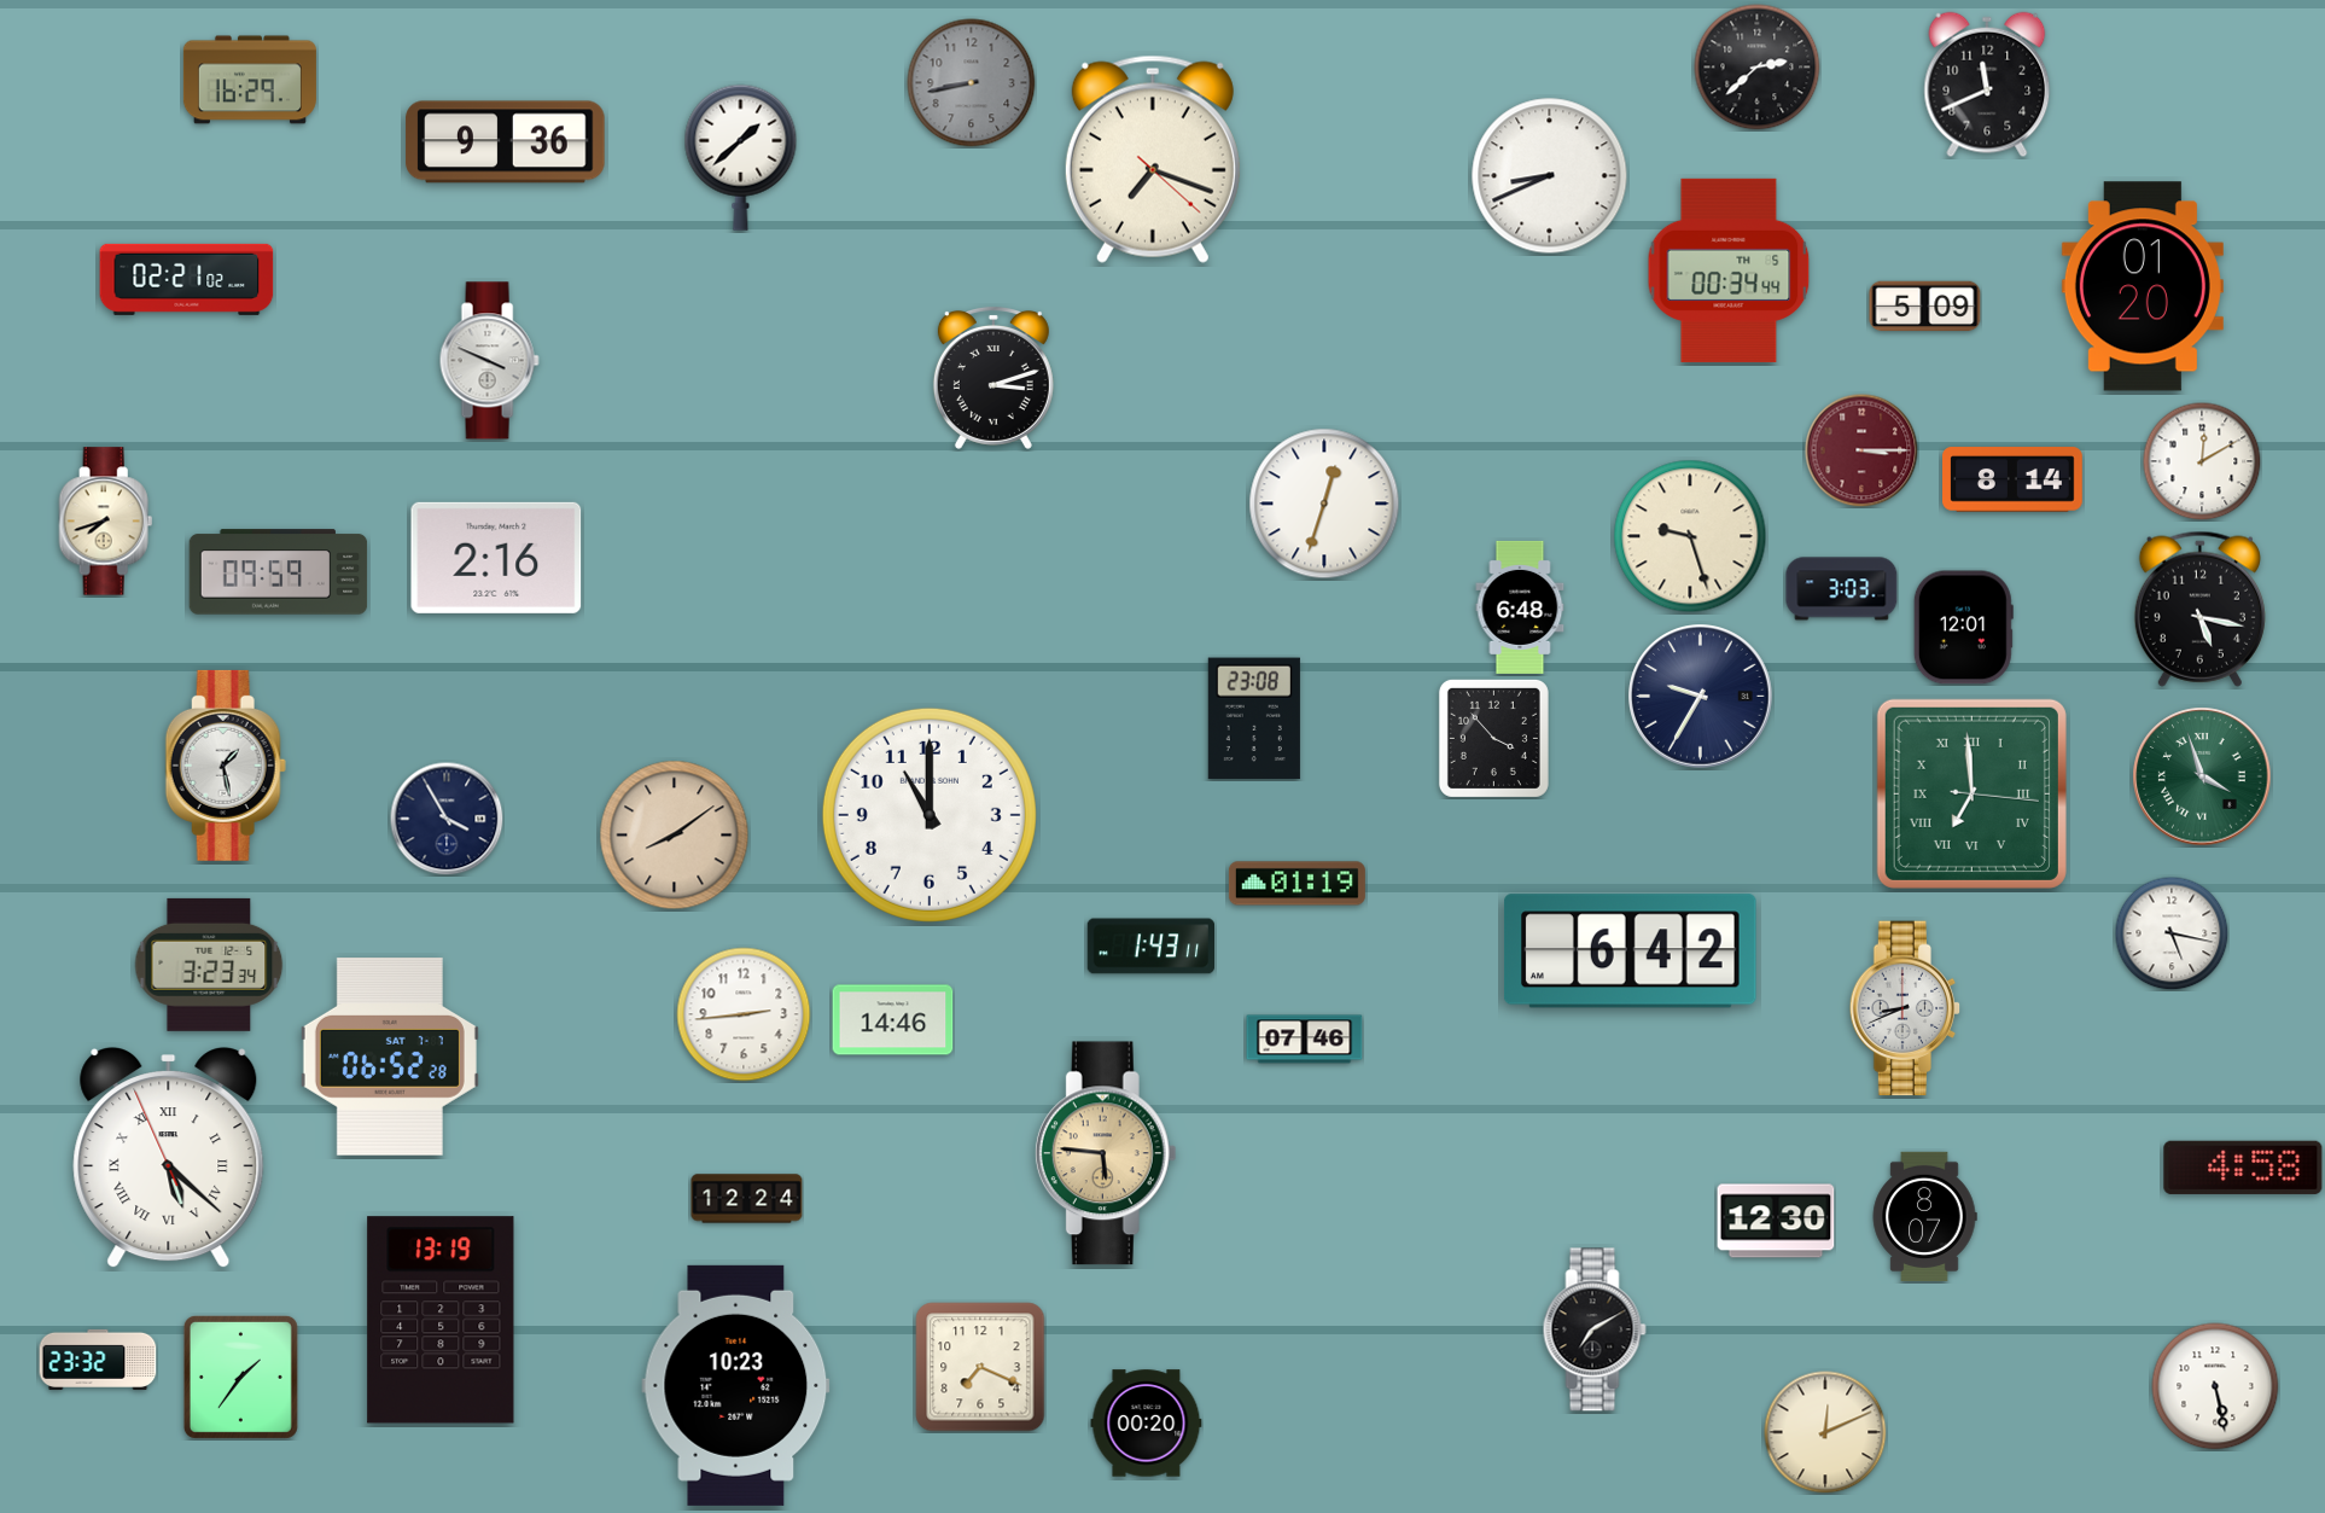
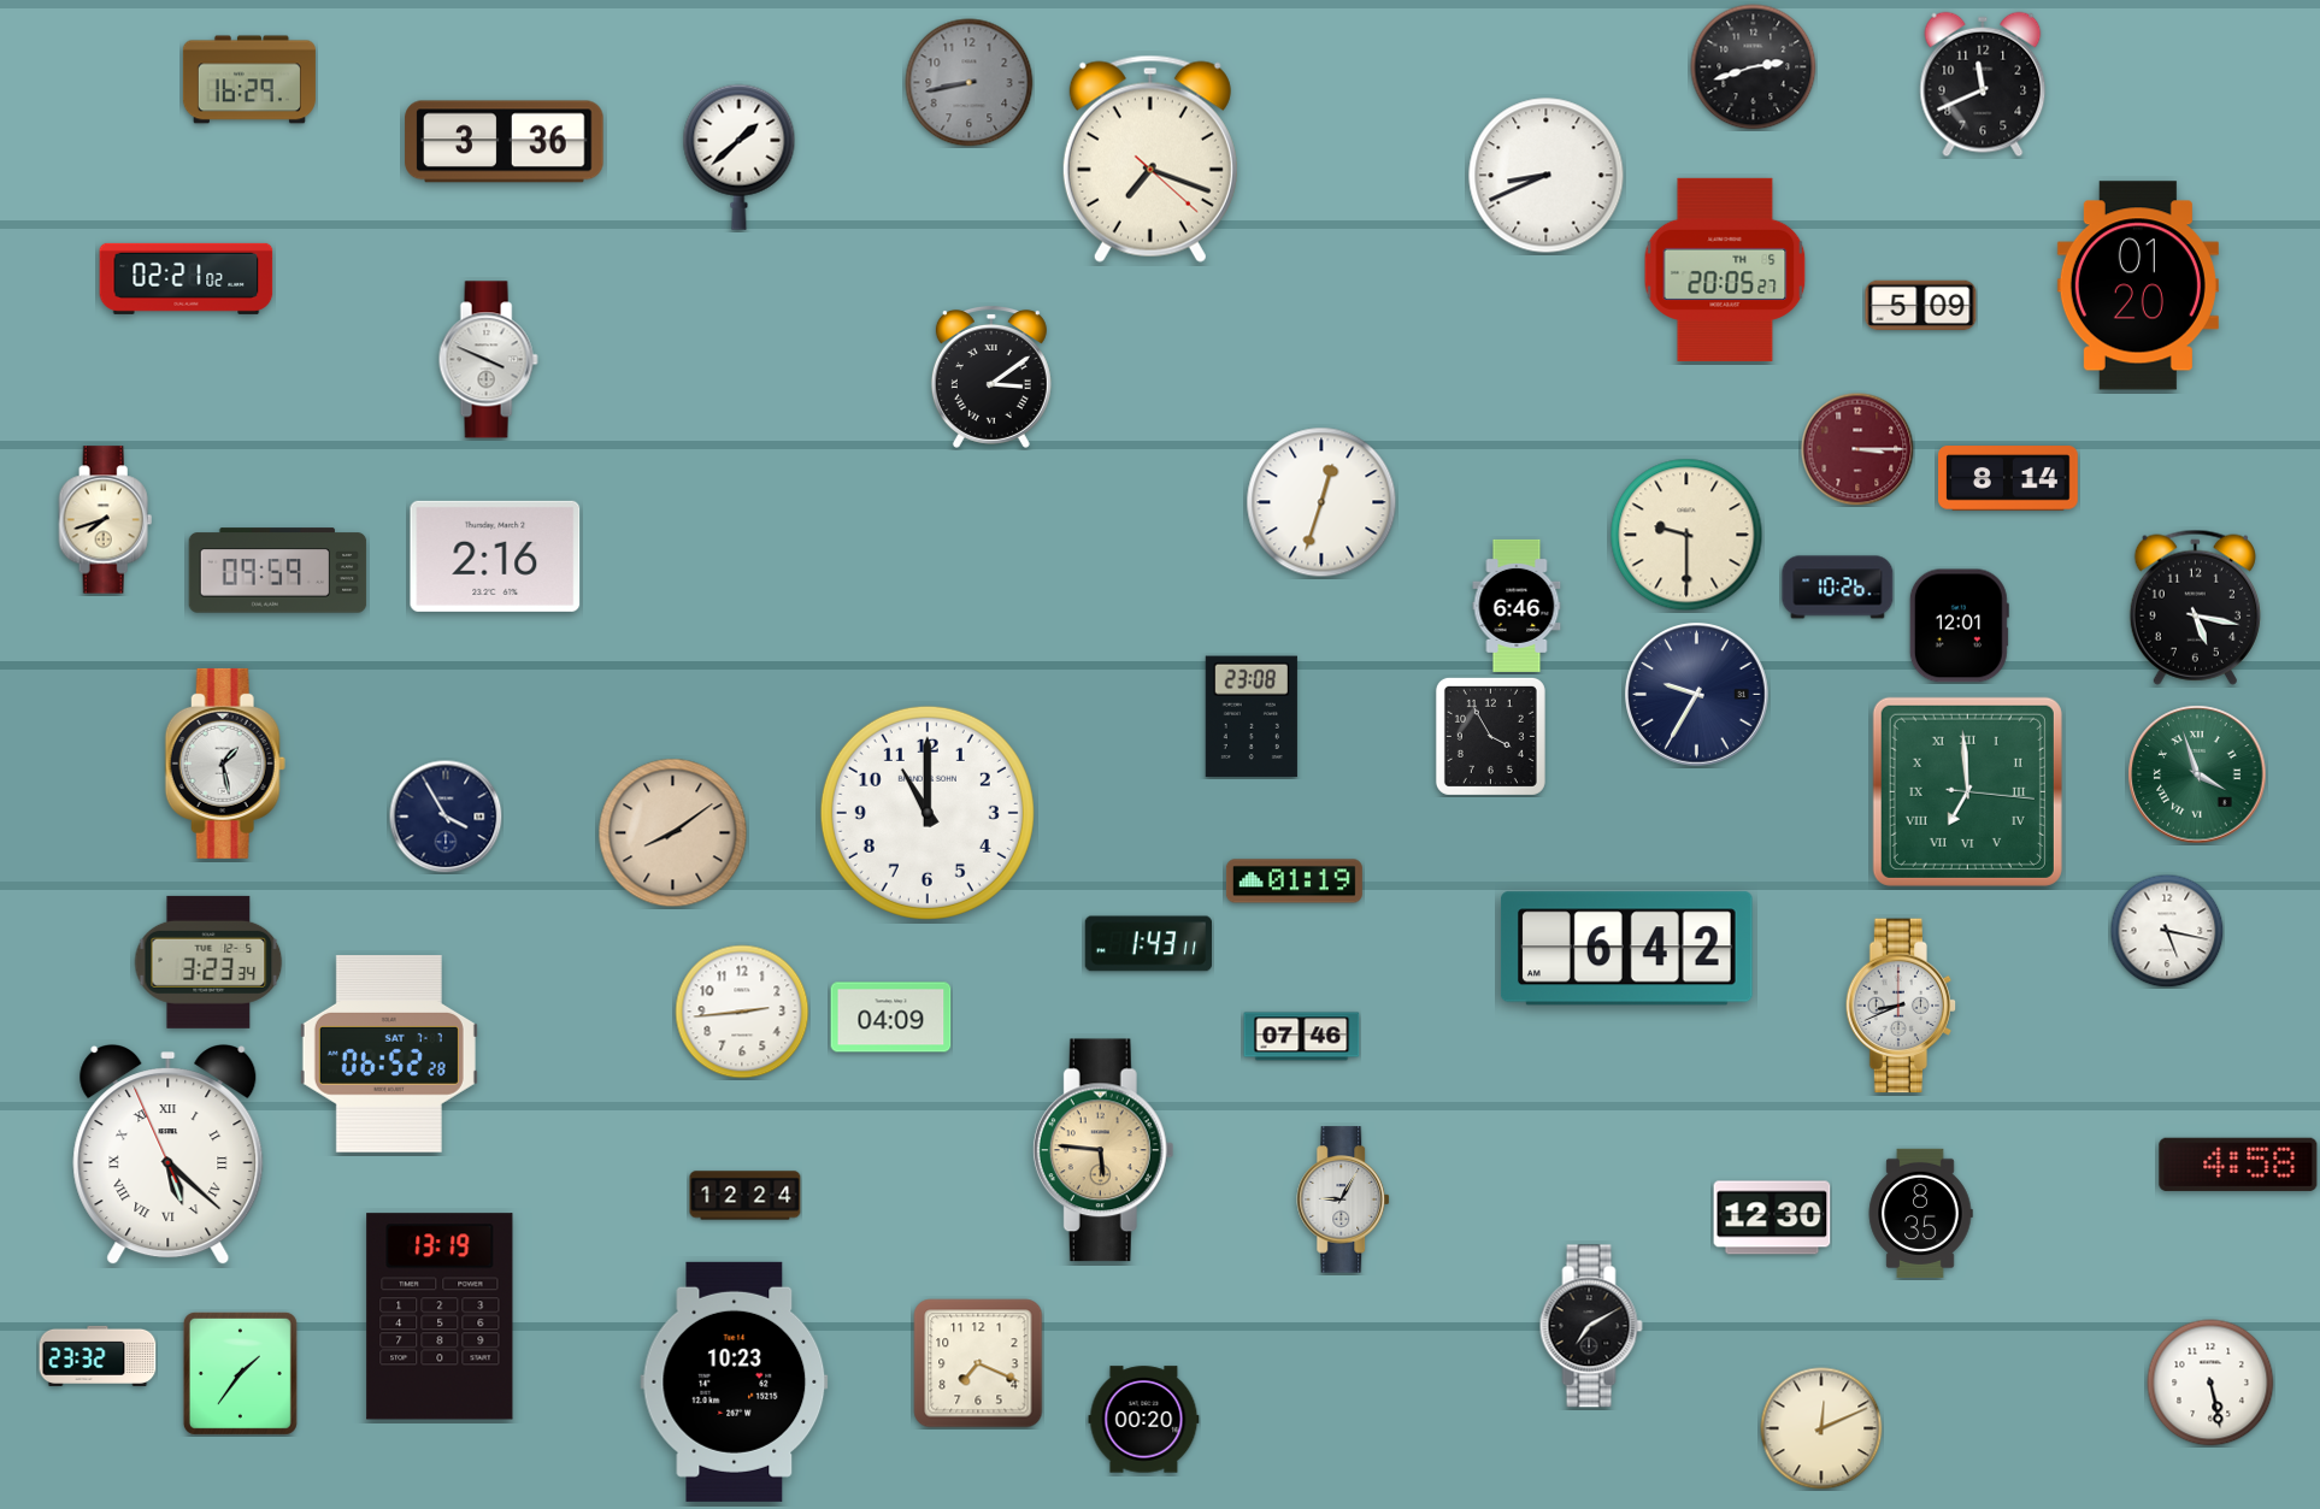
clock at (1758, 68): 2:38 -> 2:42
clock at (506, 142): 9:36 -> 3:36
clock at (1729, 270): 00:34 -> 20:05
clock at (993, 378): 3:12 -> 3:09
clock at (2202, 461): 12:10 -> none
clock at (1690, 536): 9:27 -> 9:30
clock at (1842, 589): 3:03 -> 10:26
clock at (1520, 607): 6:48 -> 6:46
clock at (1493, 738): 3:53 -> 3:55
clock at (893, 1020): 14:46 -> 04:09
clock at (1344, 1199): none -> 9:05
clock at (1924, 1216): 8:07 -> 8:35
